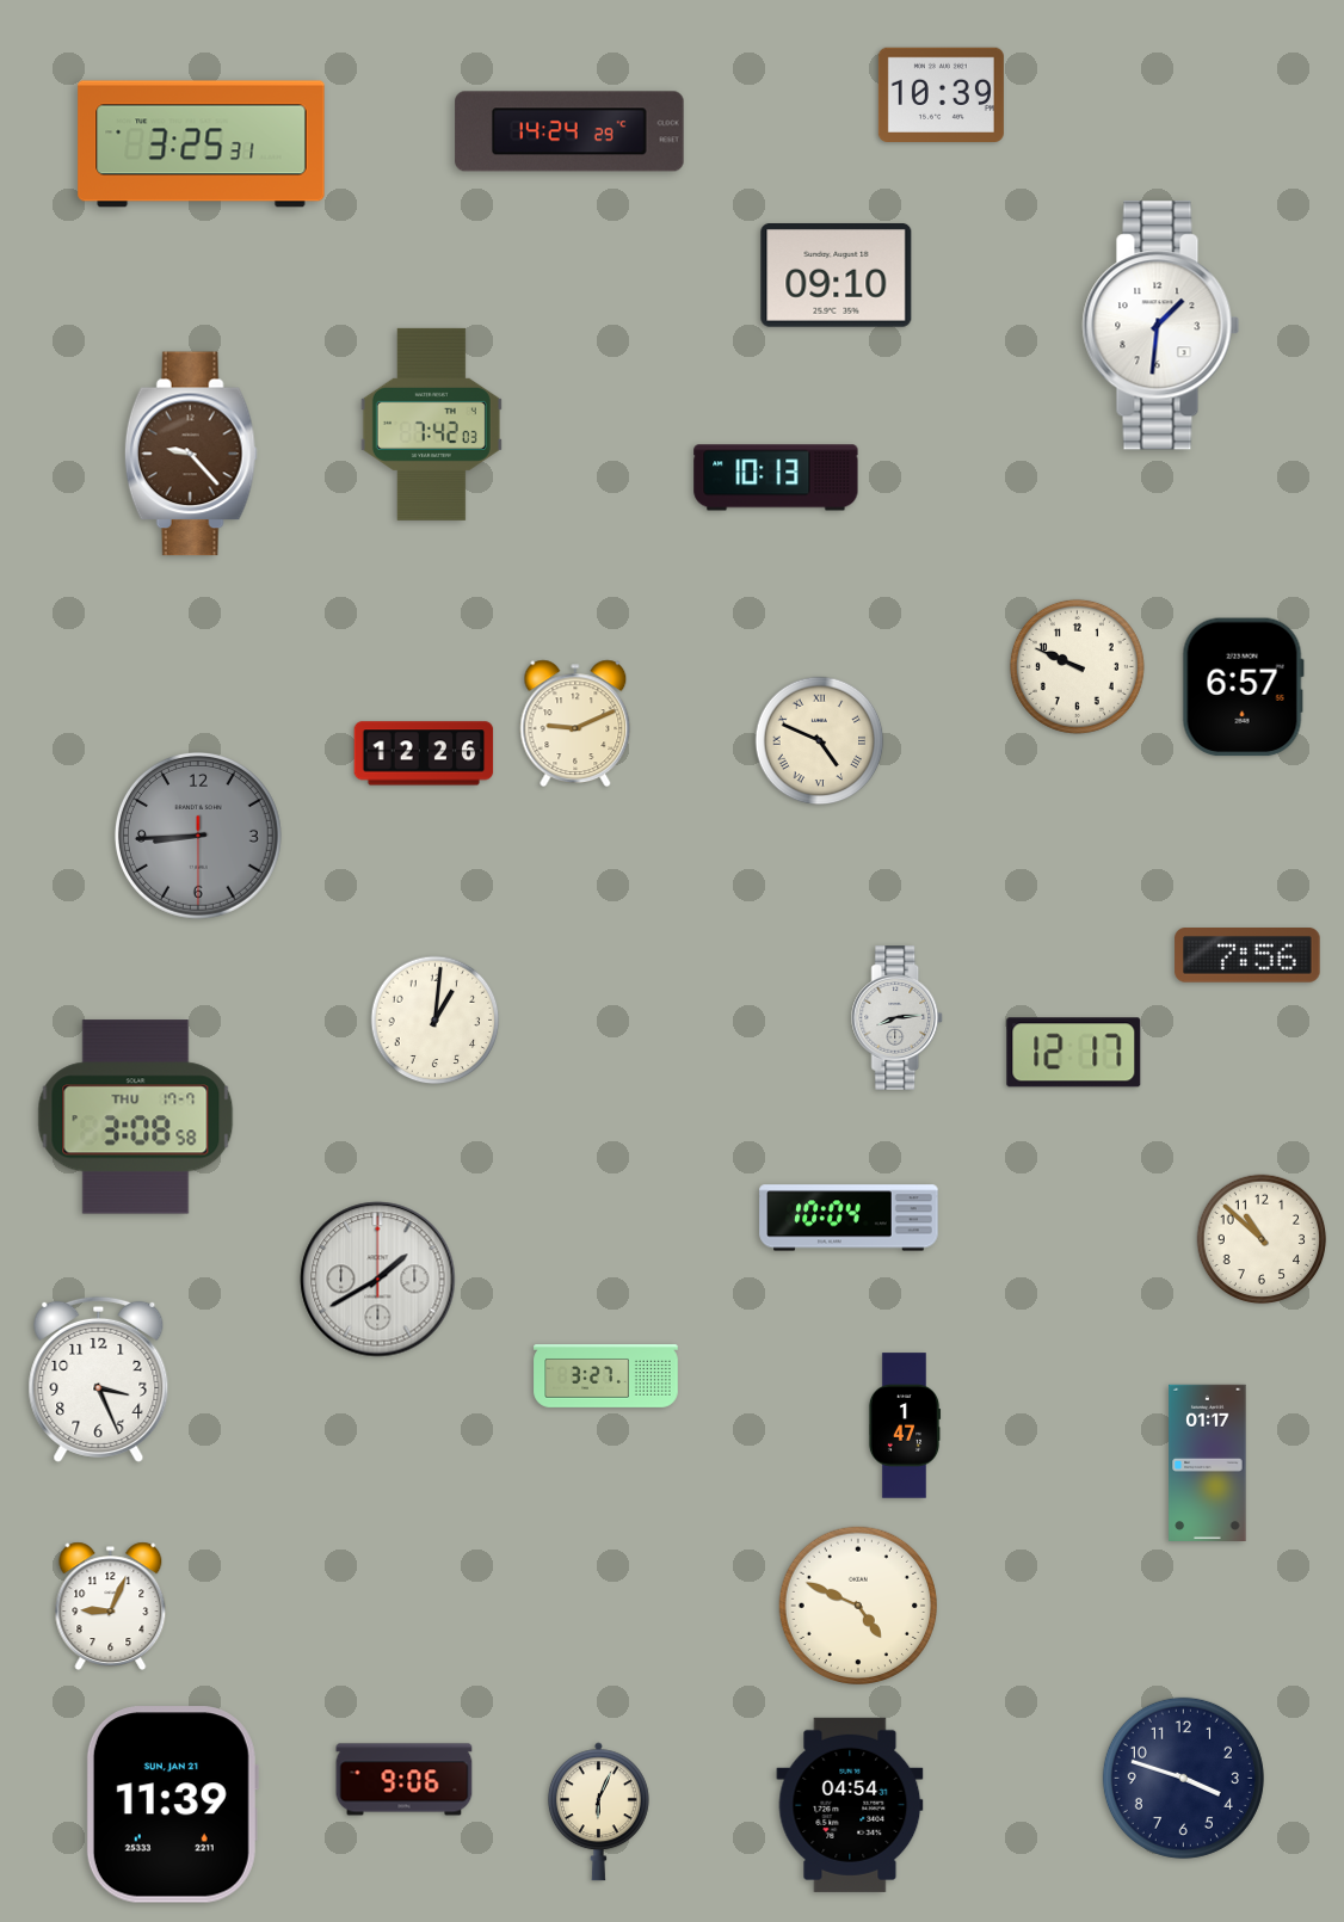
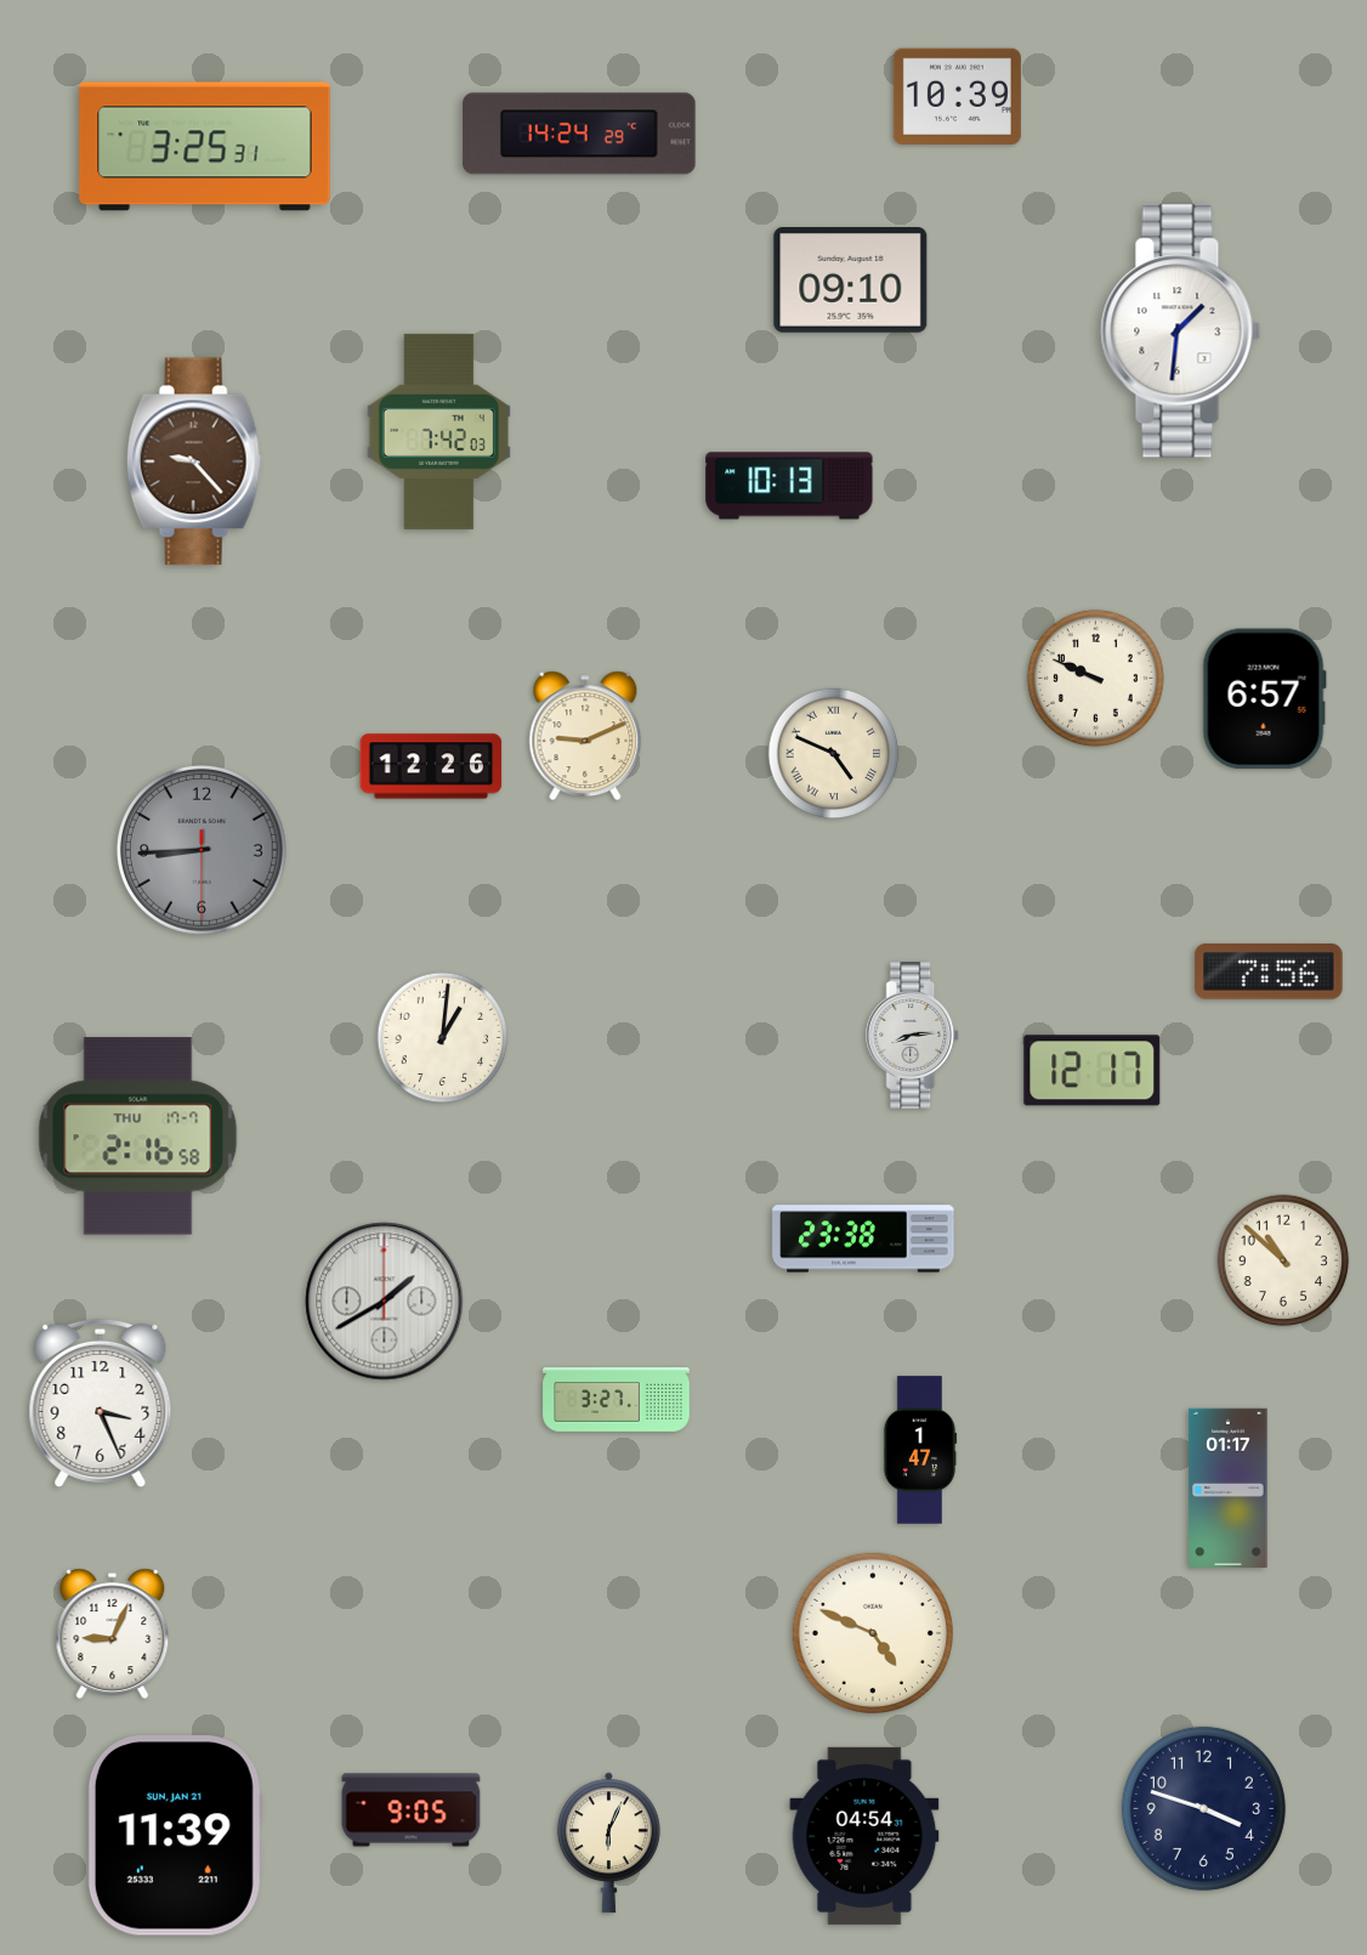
clock at (136, 1117): 3:08 -> 2:16
clock at (849, 1218): 10:04 -> 23:38
clock at (405, 1780): 9:06 -> 9:05
